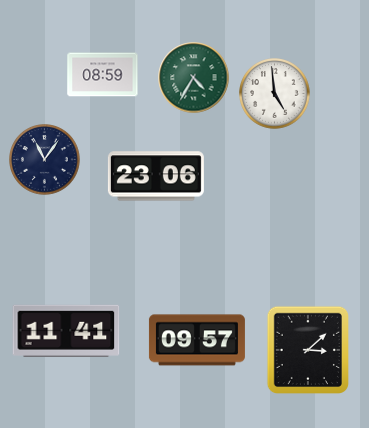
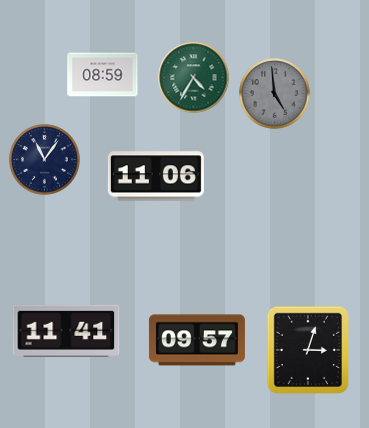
clock at (275, 94) dial: white -> grey
clock at (156, 176): 23:06 -> 11:06
clock at (307, 349): 3:08 -> 3:03
